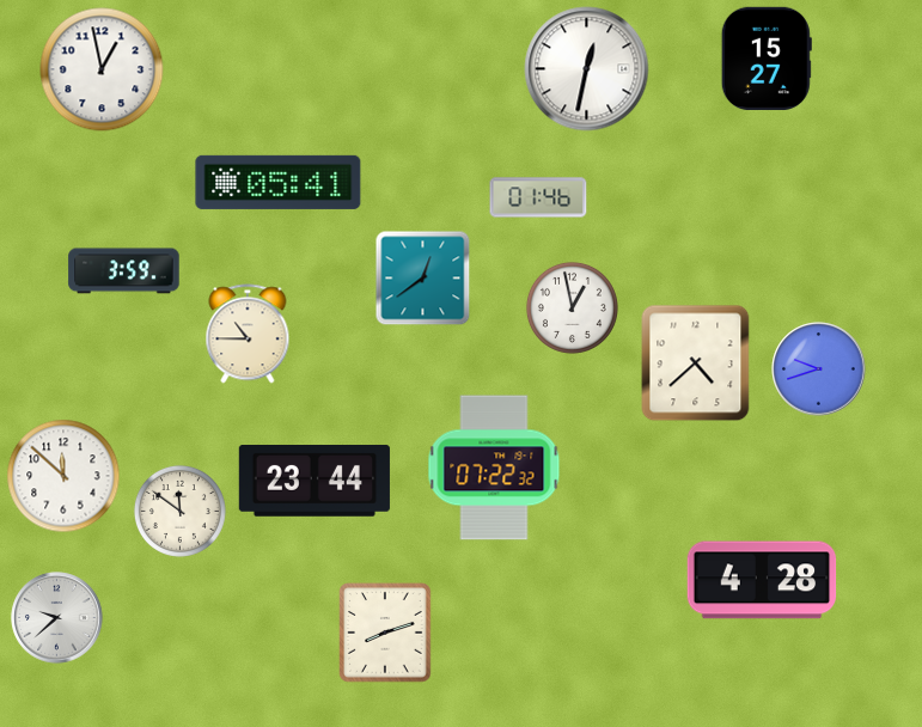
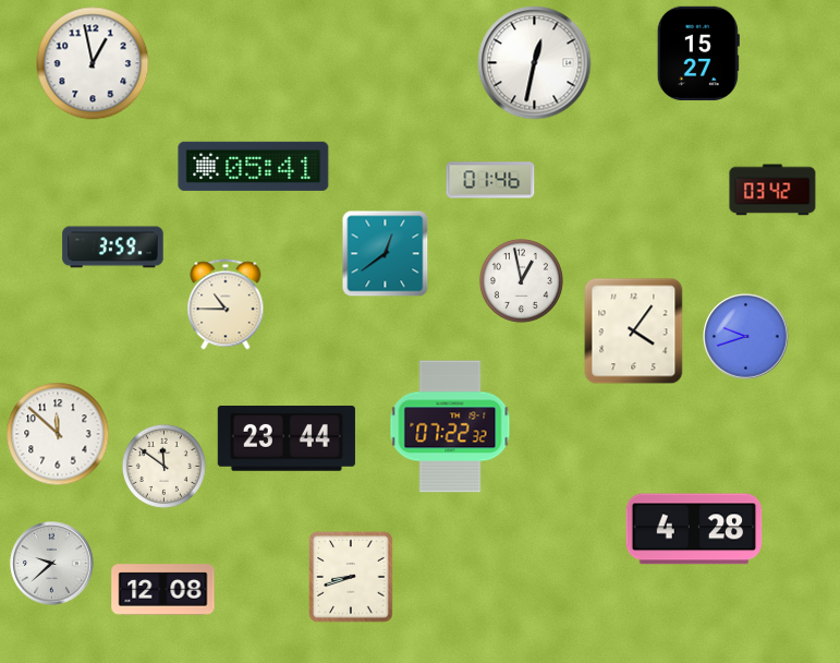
clock at (772, 190): none -> 03:42
clock at (696, 363): 4:38 -> 4:06
clock at (385, 633): 8:12 -> 8:42
clock at (163, 590): none -> 12:08
